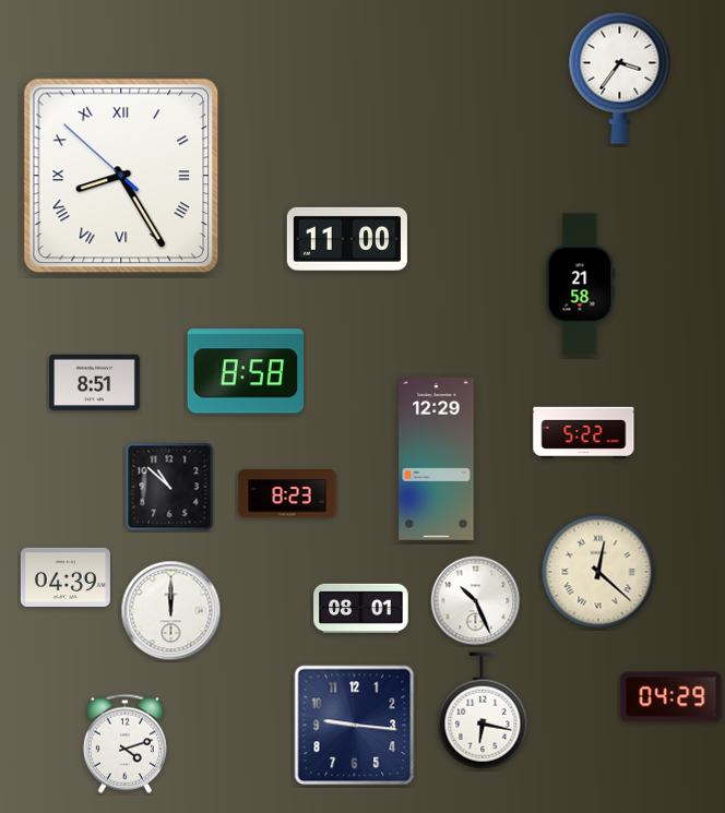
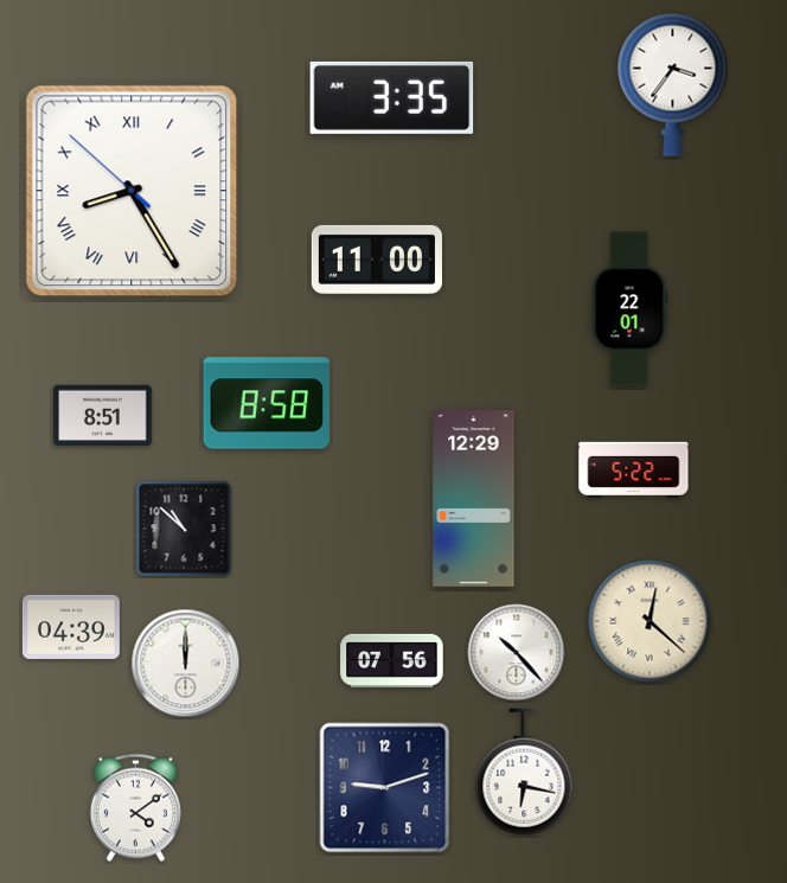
clock at (392, 97): none -> 3:35
clock at (581, 285): 21:58 -> 22:01
clock at (287, 493): 8:23 -> none
clock at (476, 601): 10:26 -> 10:23
clock at (361, 608): 08:01 -> 07:56
clock at (671, 697): 04:29 -> none
clock at (355, 726): 9:16 -> 9:12
clock at (124, 743): 4:12 -> 4:09
